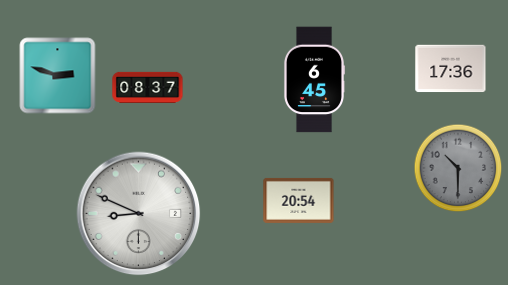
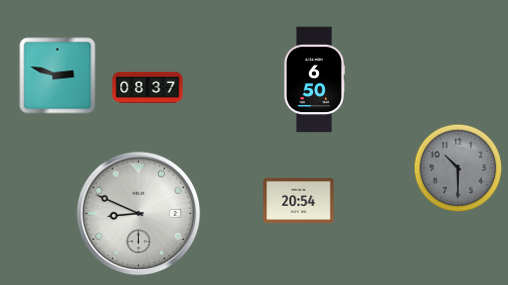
clock at (451, 69): 17:36 -> none
clock at (313, 80): 6:45 -> 6:50
